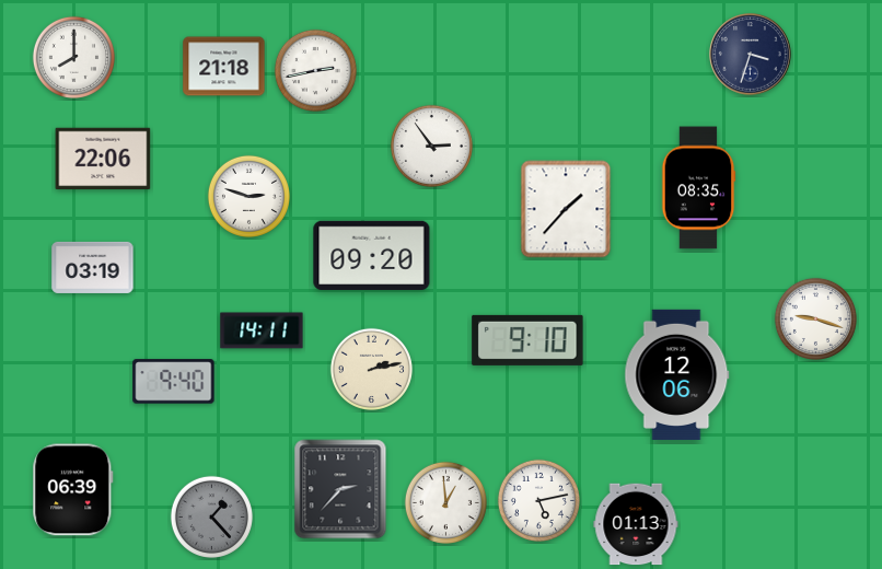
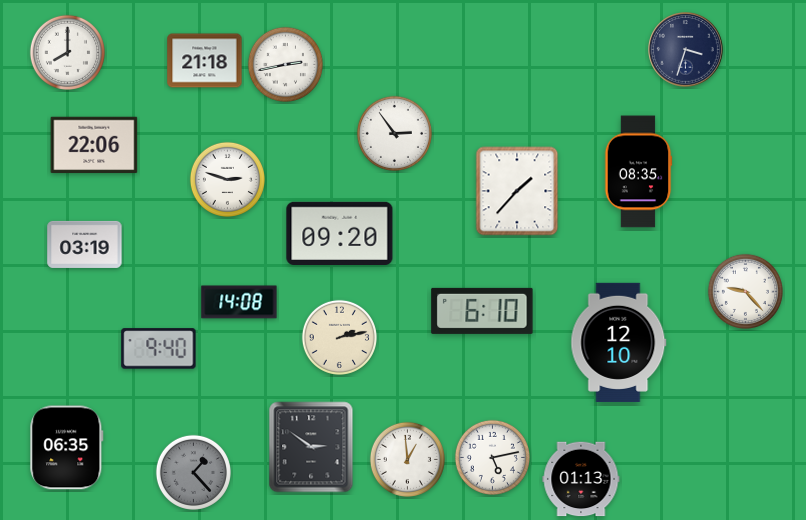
clock at (315, 70) position: (315, 70) -> (285, 64)
clock at (815, 318): 9:18 -> 9:23
clock at (262, 330): 14:11 -> 14:08
clock at (527, 340): 9:10 -> 6:10
clock at (677, 374): 12:06 -> 12:10
clock at (340, 489): 2:37 -> 2:51
clock at (73, 490): 06:39 -> 06:35
